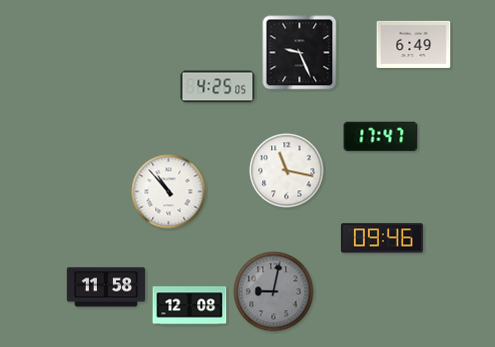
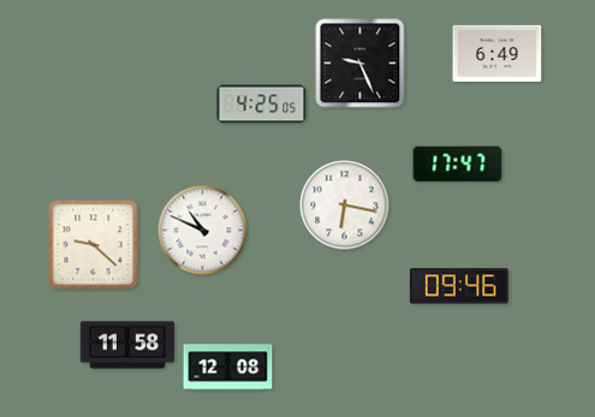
clock at (287, 171): 11:17 -> 6:17
clock at (169, 192): 10:53 -> 10:49
clock at (94, 245): none -> 9:22
clock at (274, 292): 9:02 -> none
